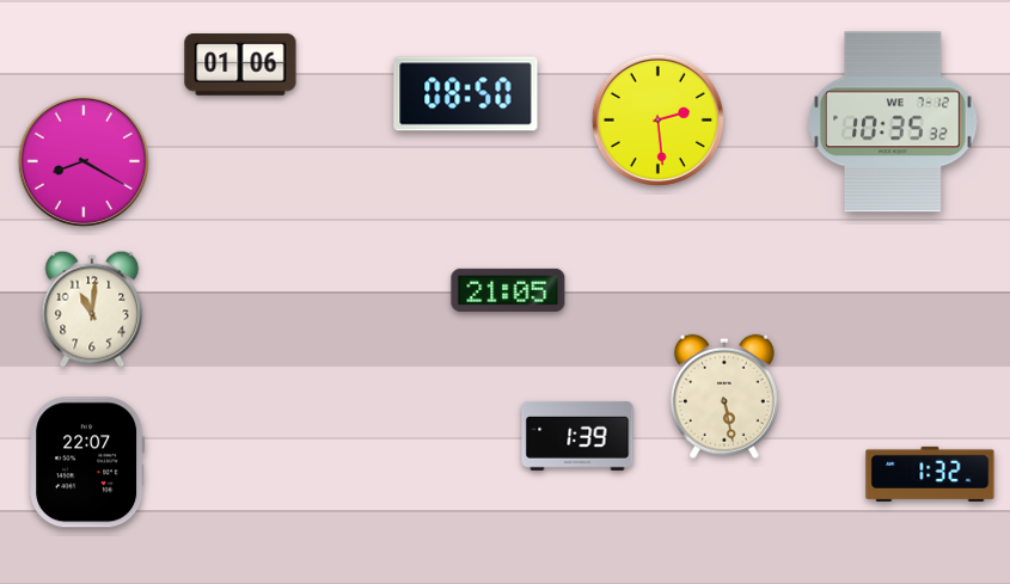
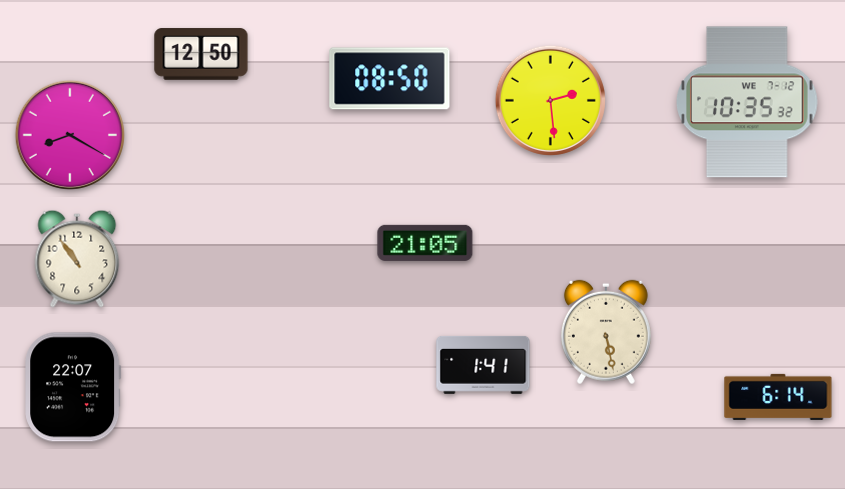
clock at (240, 64): 01:06 -> 12:50
clock at (92, 309): 11:01 -> 10:54
clock at (577, 436): 1:39 -> 1:41
clock at (930, 474): 1:32 -> 6:14
